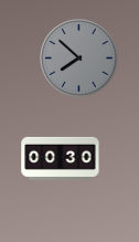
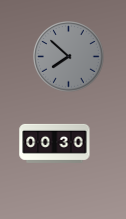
clock at (79, 59) position: (79, 59) -> (69, 57)
